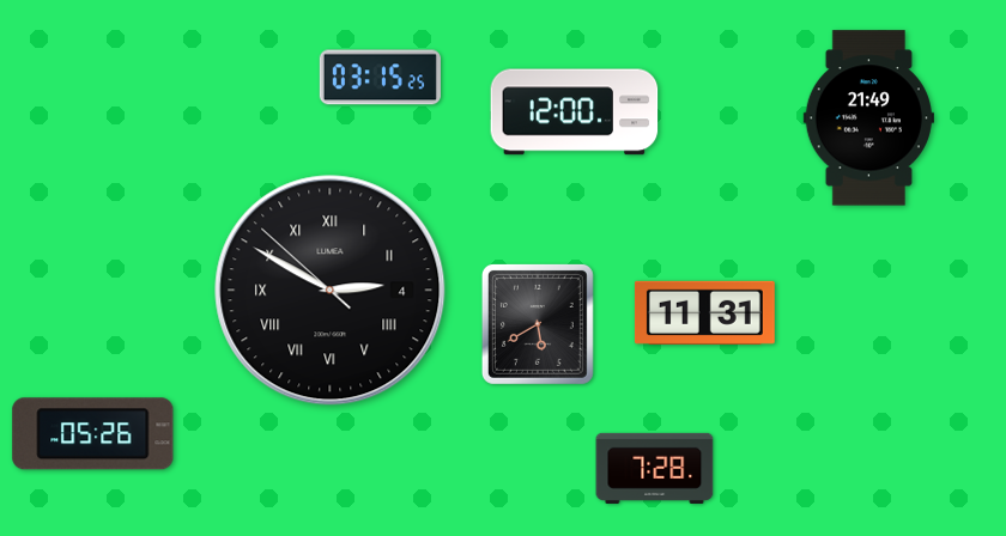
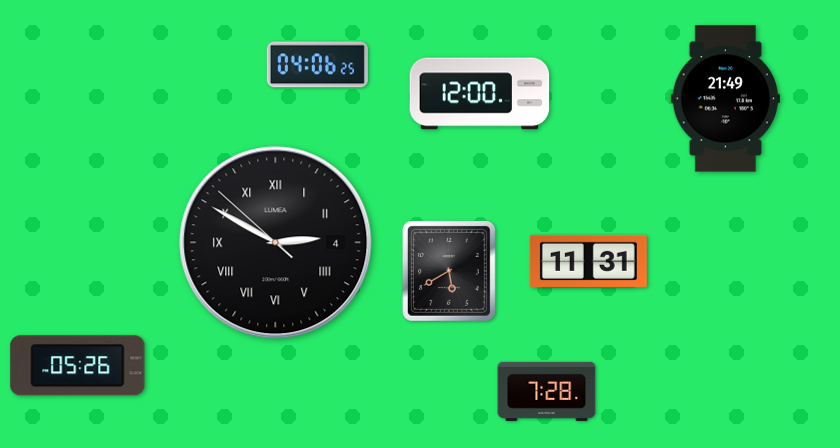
clock at (380, 78): 03:15 -> 04:06
clock at (93, 434) position: (93, 434) -> (78, 366)
